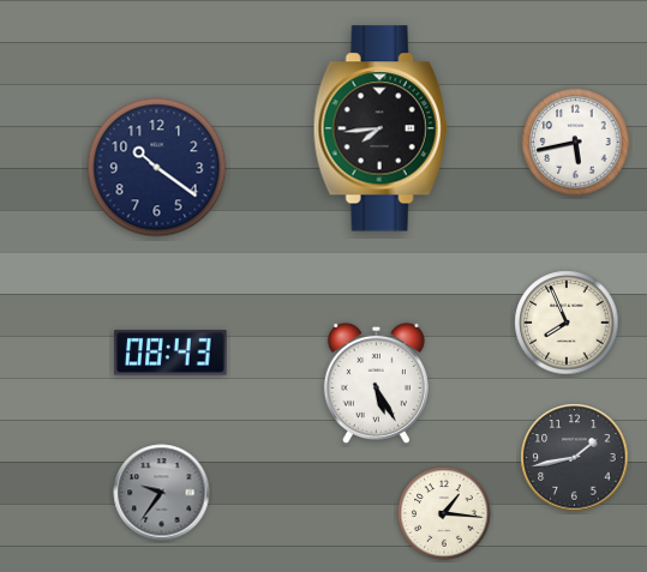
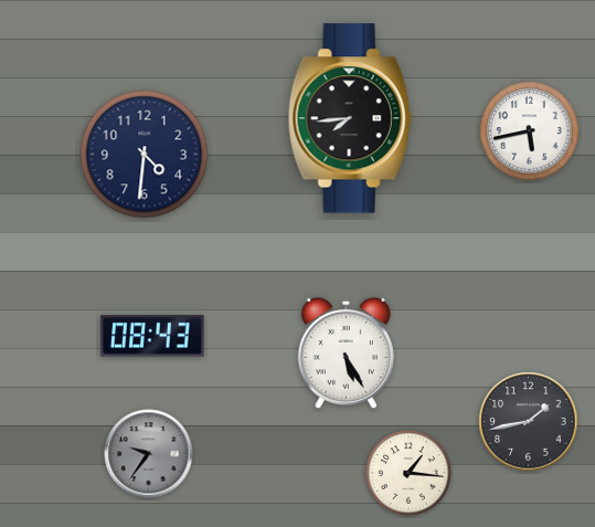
clock at (157, 168): 10:21 -> 4:31
clock at (567, 323): 7:56 -> none
clock at (170, 353) position: (170, 353) -> (152, 336)
